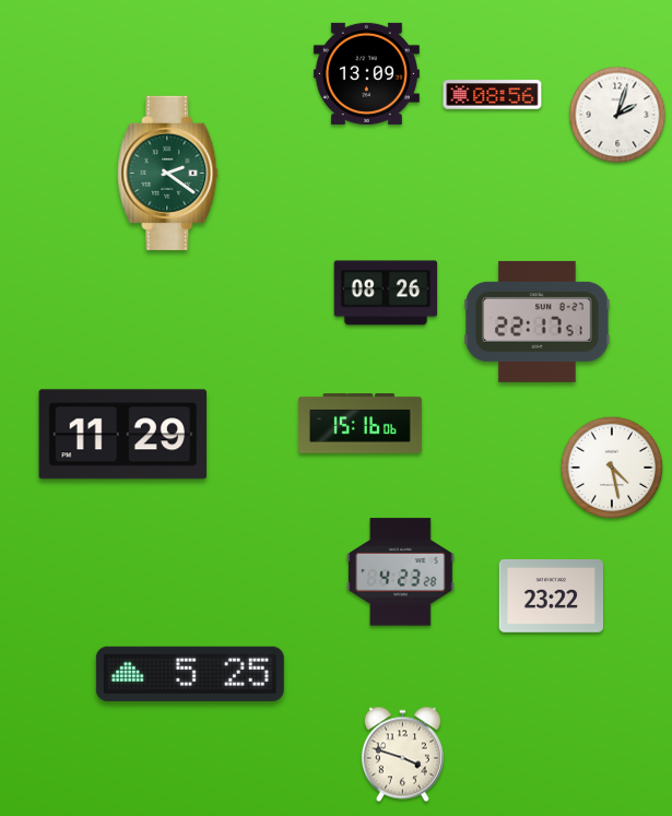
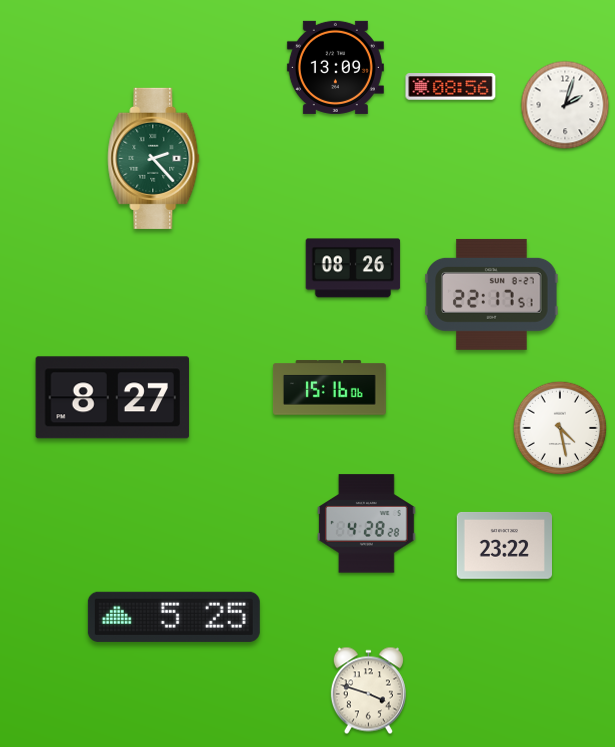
clock at (168, 173): 2:21 -> 2:23
clock at (123, 435): 11:29 -> 8:27
clock at (401, 572): 4:23 -> 4:28
